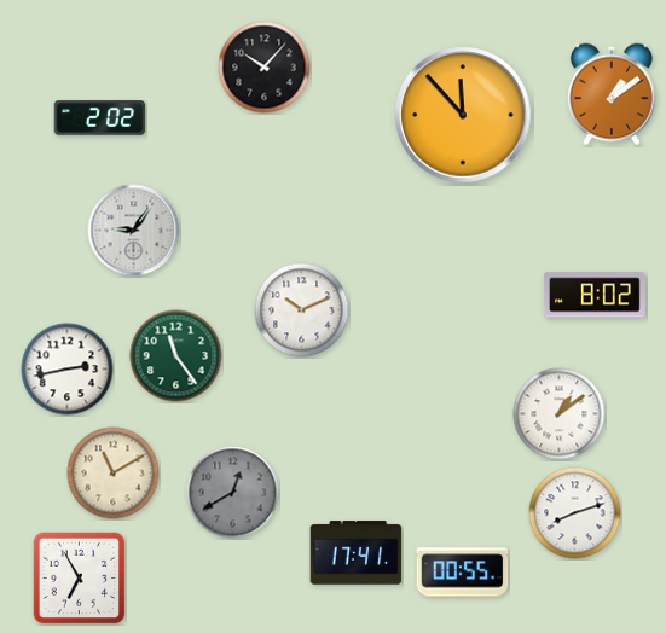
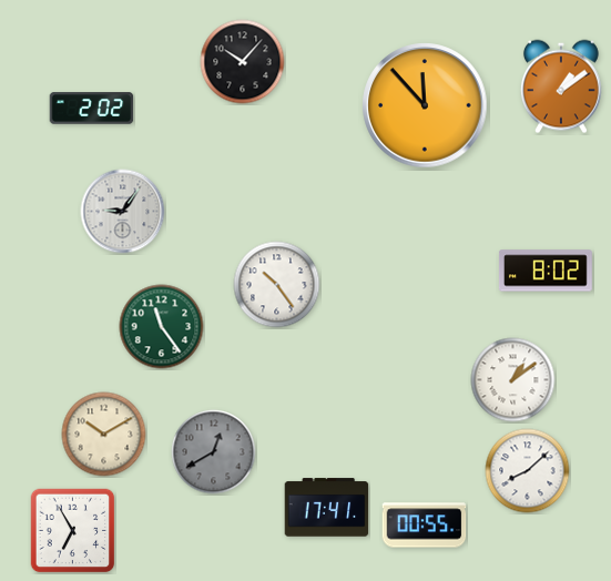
clock at (302, 310): 10:11 -> 10:24
clock at (68, 370): 2:43 -> none
clock at (114, 474): 11:10 -> 10:10
clock at (575, 513): 8:12 -> 8:08
